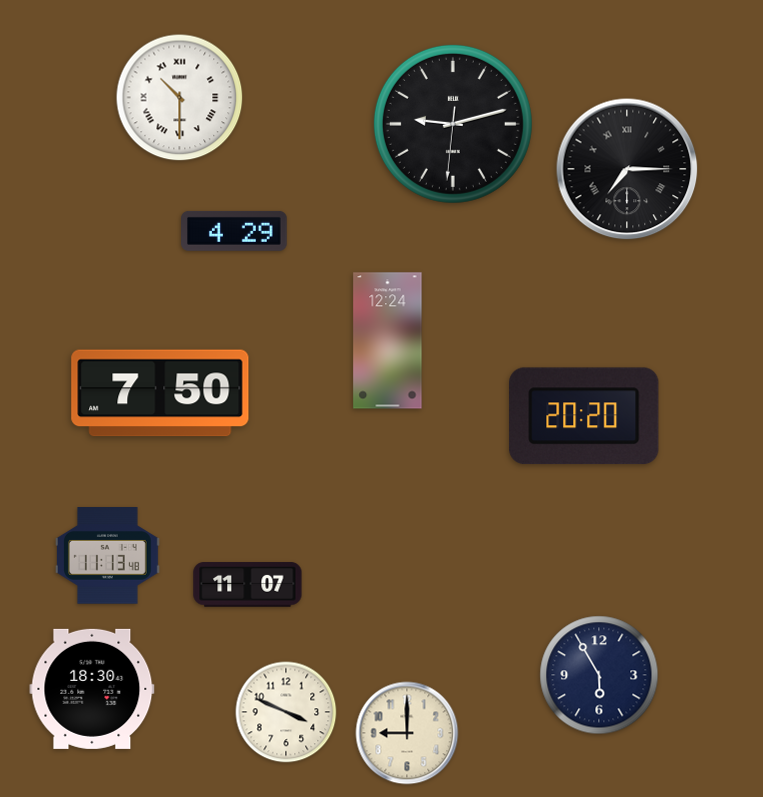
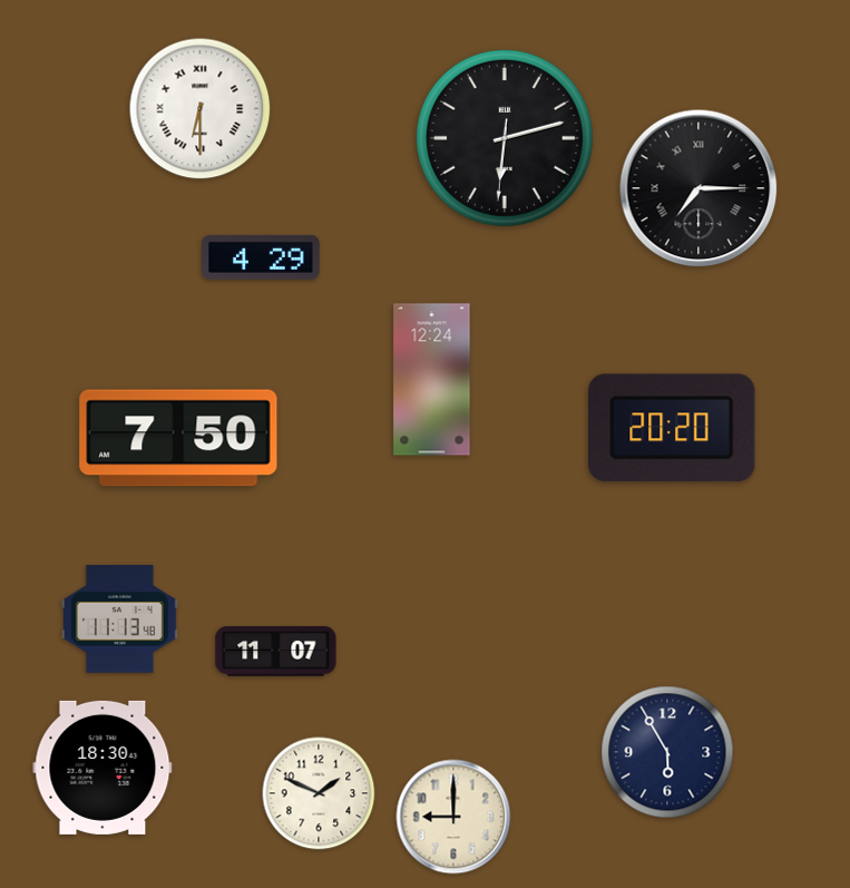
clock at (180, 98): 10:30 -> 6:30
clock at (453, 124): 9:12 -> 6:12
clock at (584, 416) position: (584, 416) -> (672, 428)
clock at (286, 712): 3:49 -> 1:49
